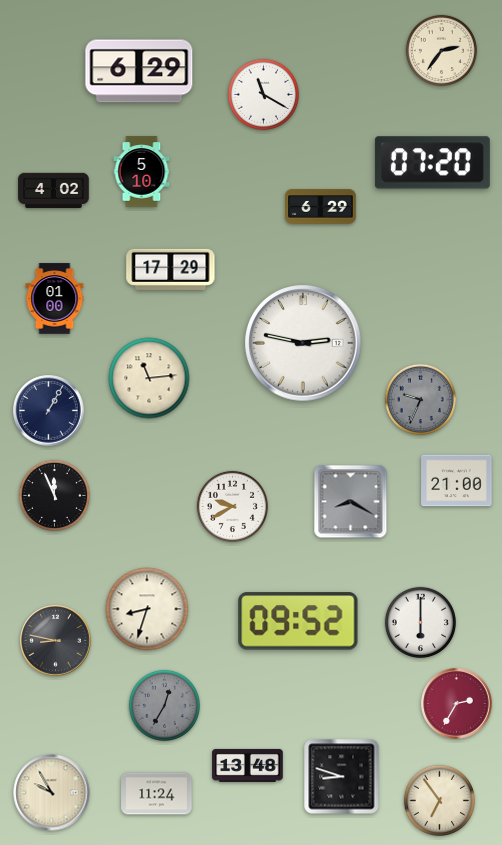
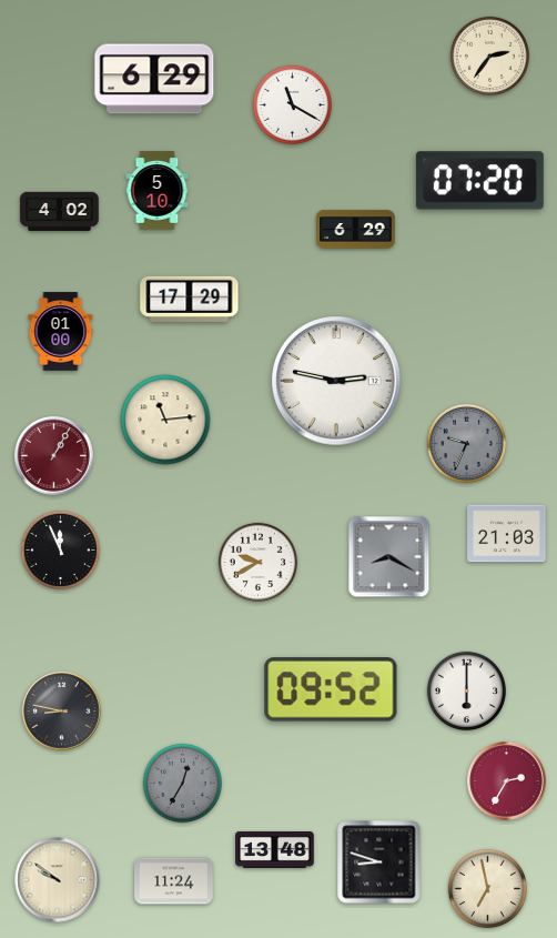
clock at (49, 411) dial: navy -> burgundy
clock at (457, 481): 21:00 -> 21:03
clock at (147, 609): 8:33 -> none
clock at (52, 793): 9:55 -> 9:51
clock at (439, 800): 6:54 -> 6:58
